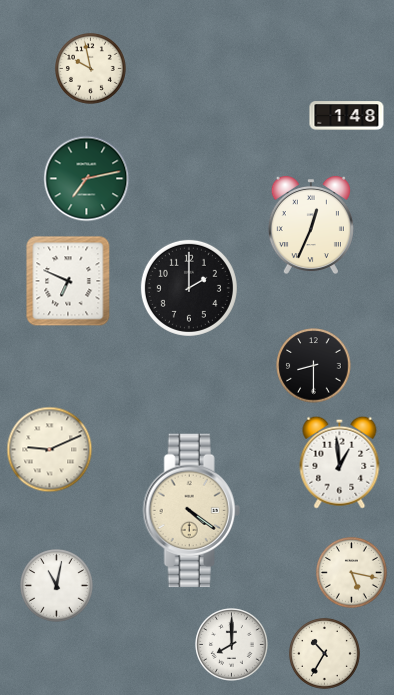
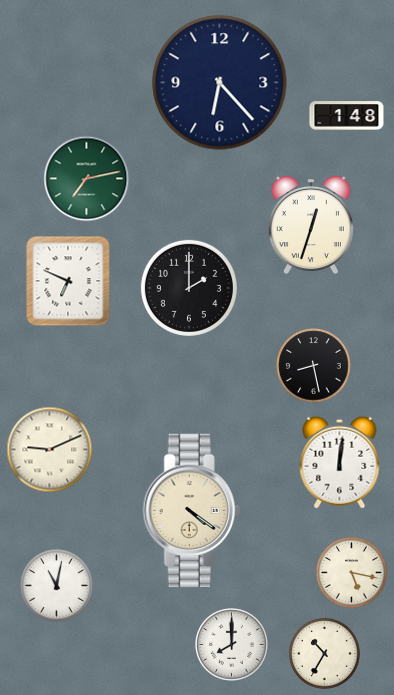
clock at (90, 68): 9:58 -> none
clock at (220, 83): none -> 6:23
clock at (311, 225): 12:34 -> 12:33
clock at (314, 366): 8:30 -> 8:28
clock at (340, 462): 12:59 -> 12:01
